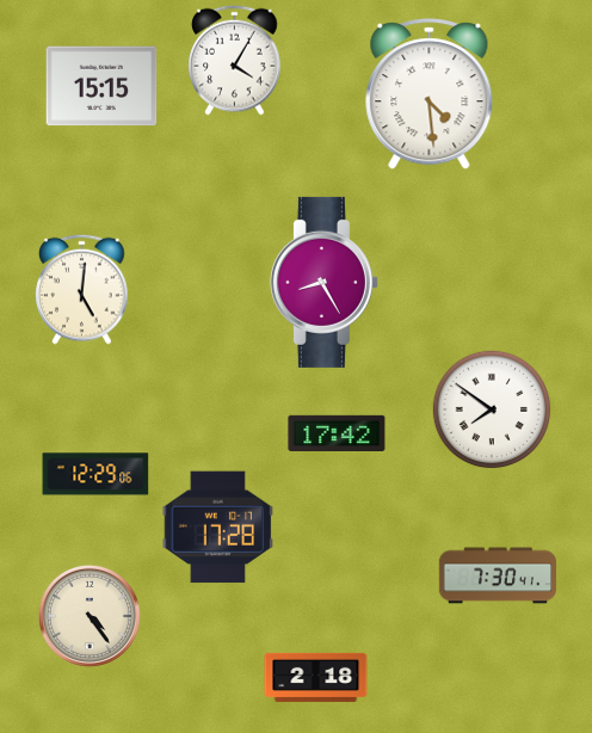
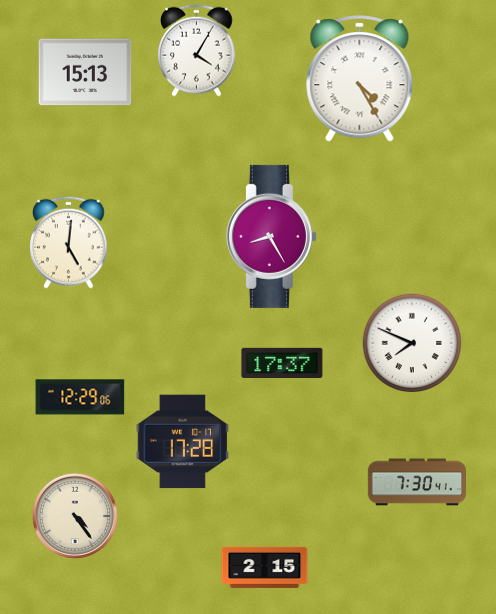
clock at (101, 86): 15:15 -> 15:13
clock at (430, 94): 4:29 -> 4:25
clock at (492, 409): 7:51 -> 7:49
clock at (337, 432): 17:42 -> 17:37
clock at (316, 677): 2:18 -> 2:15
